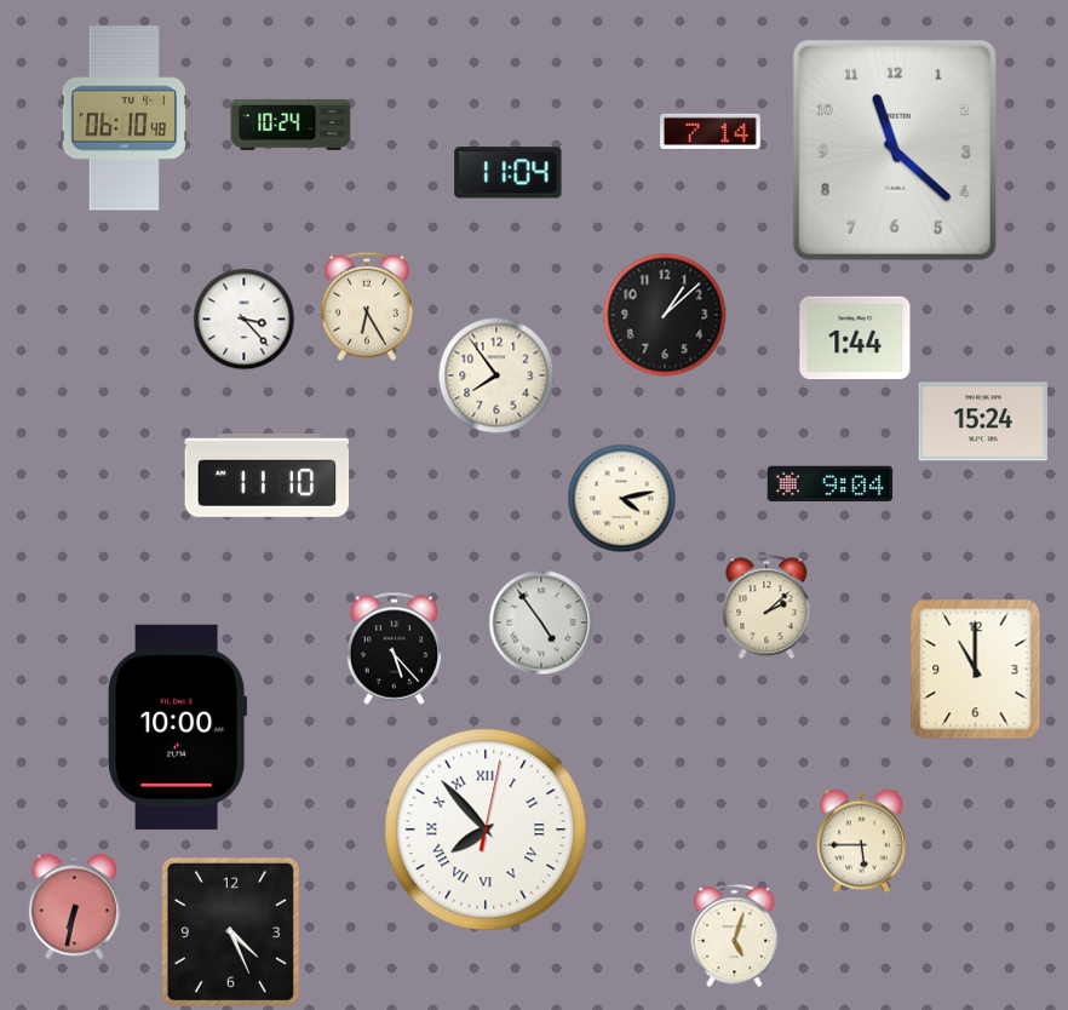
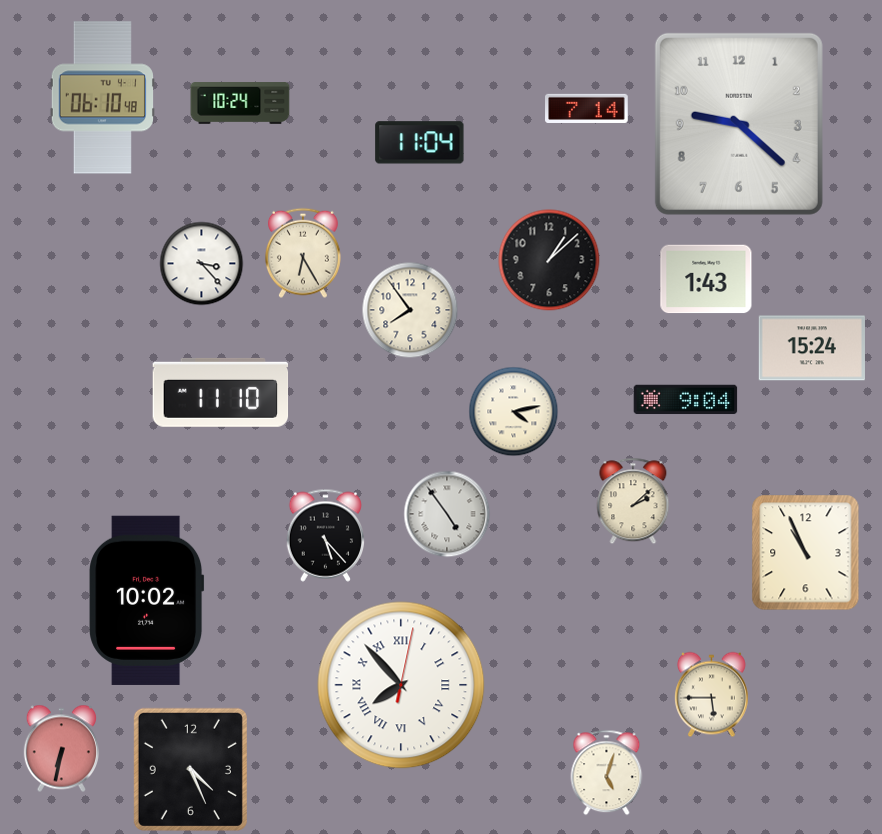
clock at (895, 150): 11:22 -> 9:22
clock at (855, 338): 1:44 -> 1:43
clock at (976, 670): 11:00 -> 10:56
clock at (178, 727): 10:00 -> 10:02
